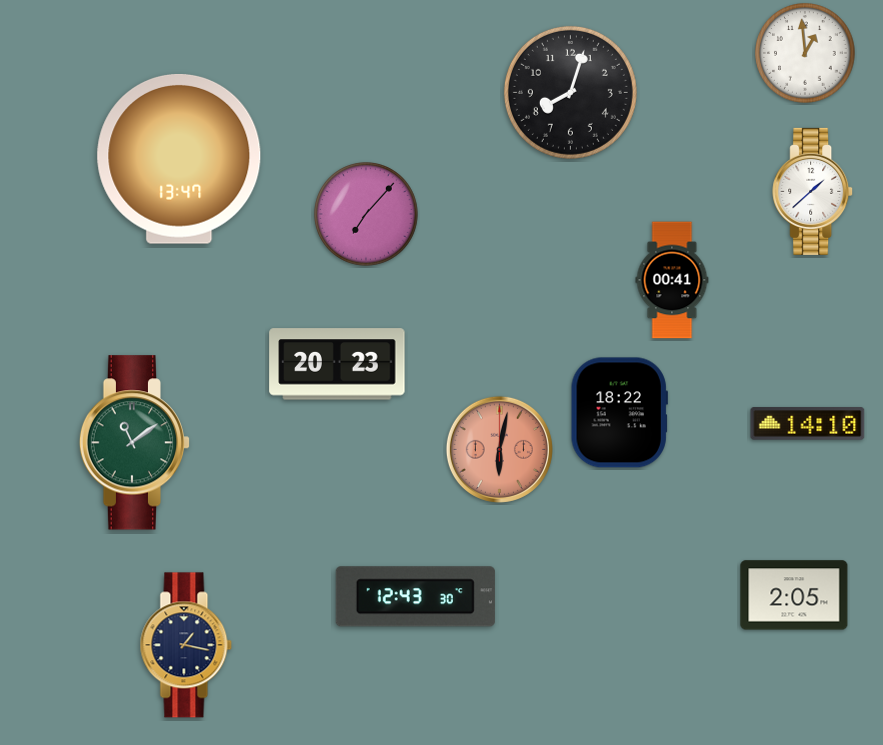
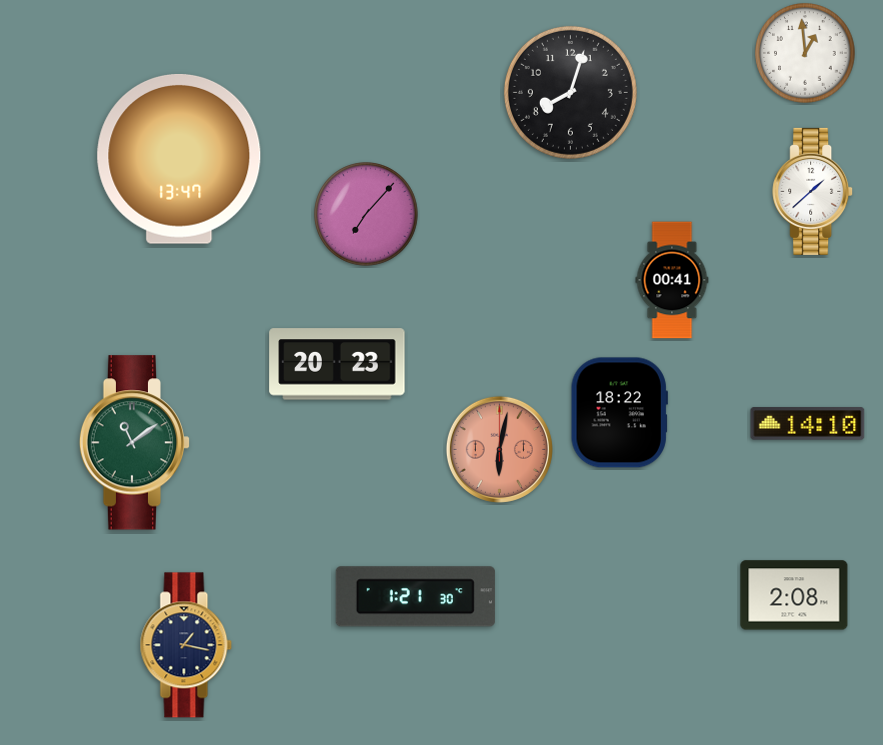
clock at (794, 595): 2:05 -> 2:08
clock at (415, 597): 12:43 -> 1:21
